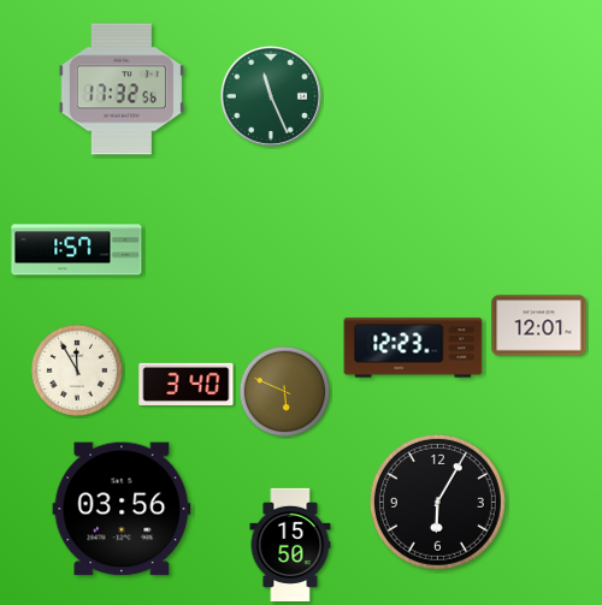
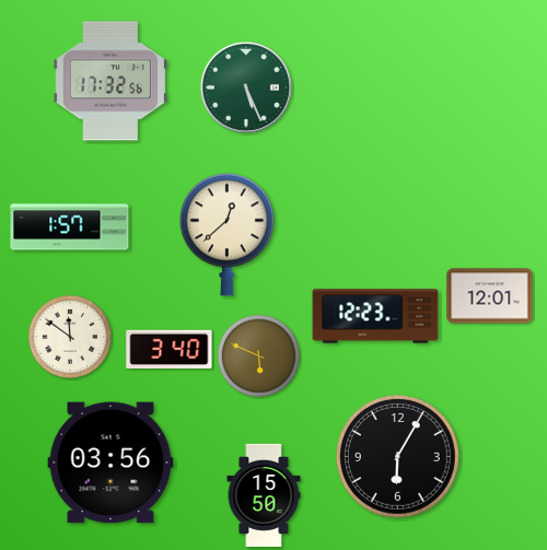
clock at (271, 96): 11:26 -> 5:26
clock at (226, 234): none -> 12:38
clock at (77, 370): 11:55 -> 11:51
